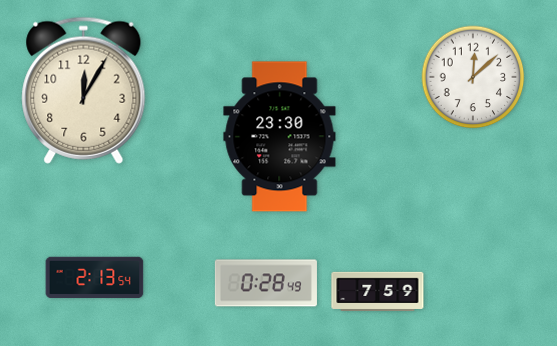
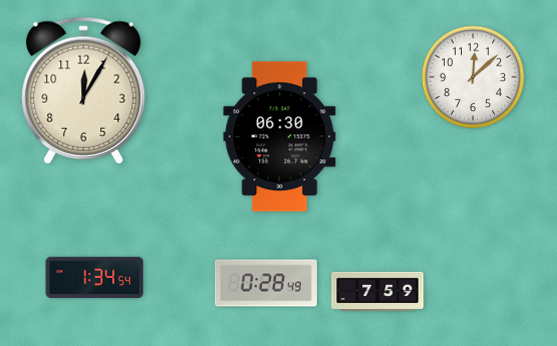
clock at (280, 137): 23:30 -> 06:30
clock at (95, 278): 2:13 -> 1:34
